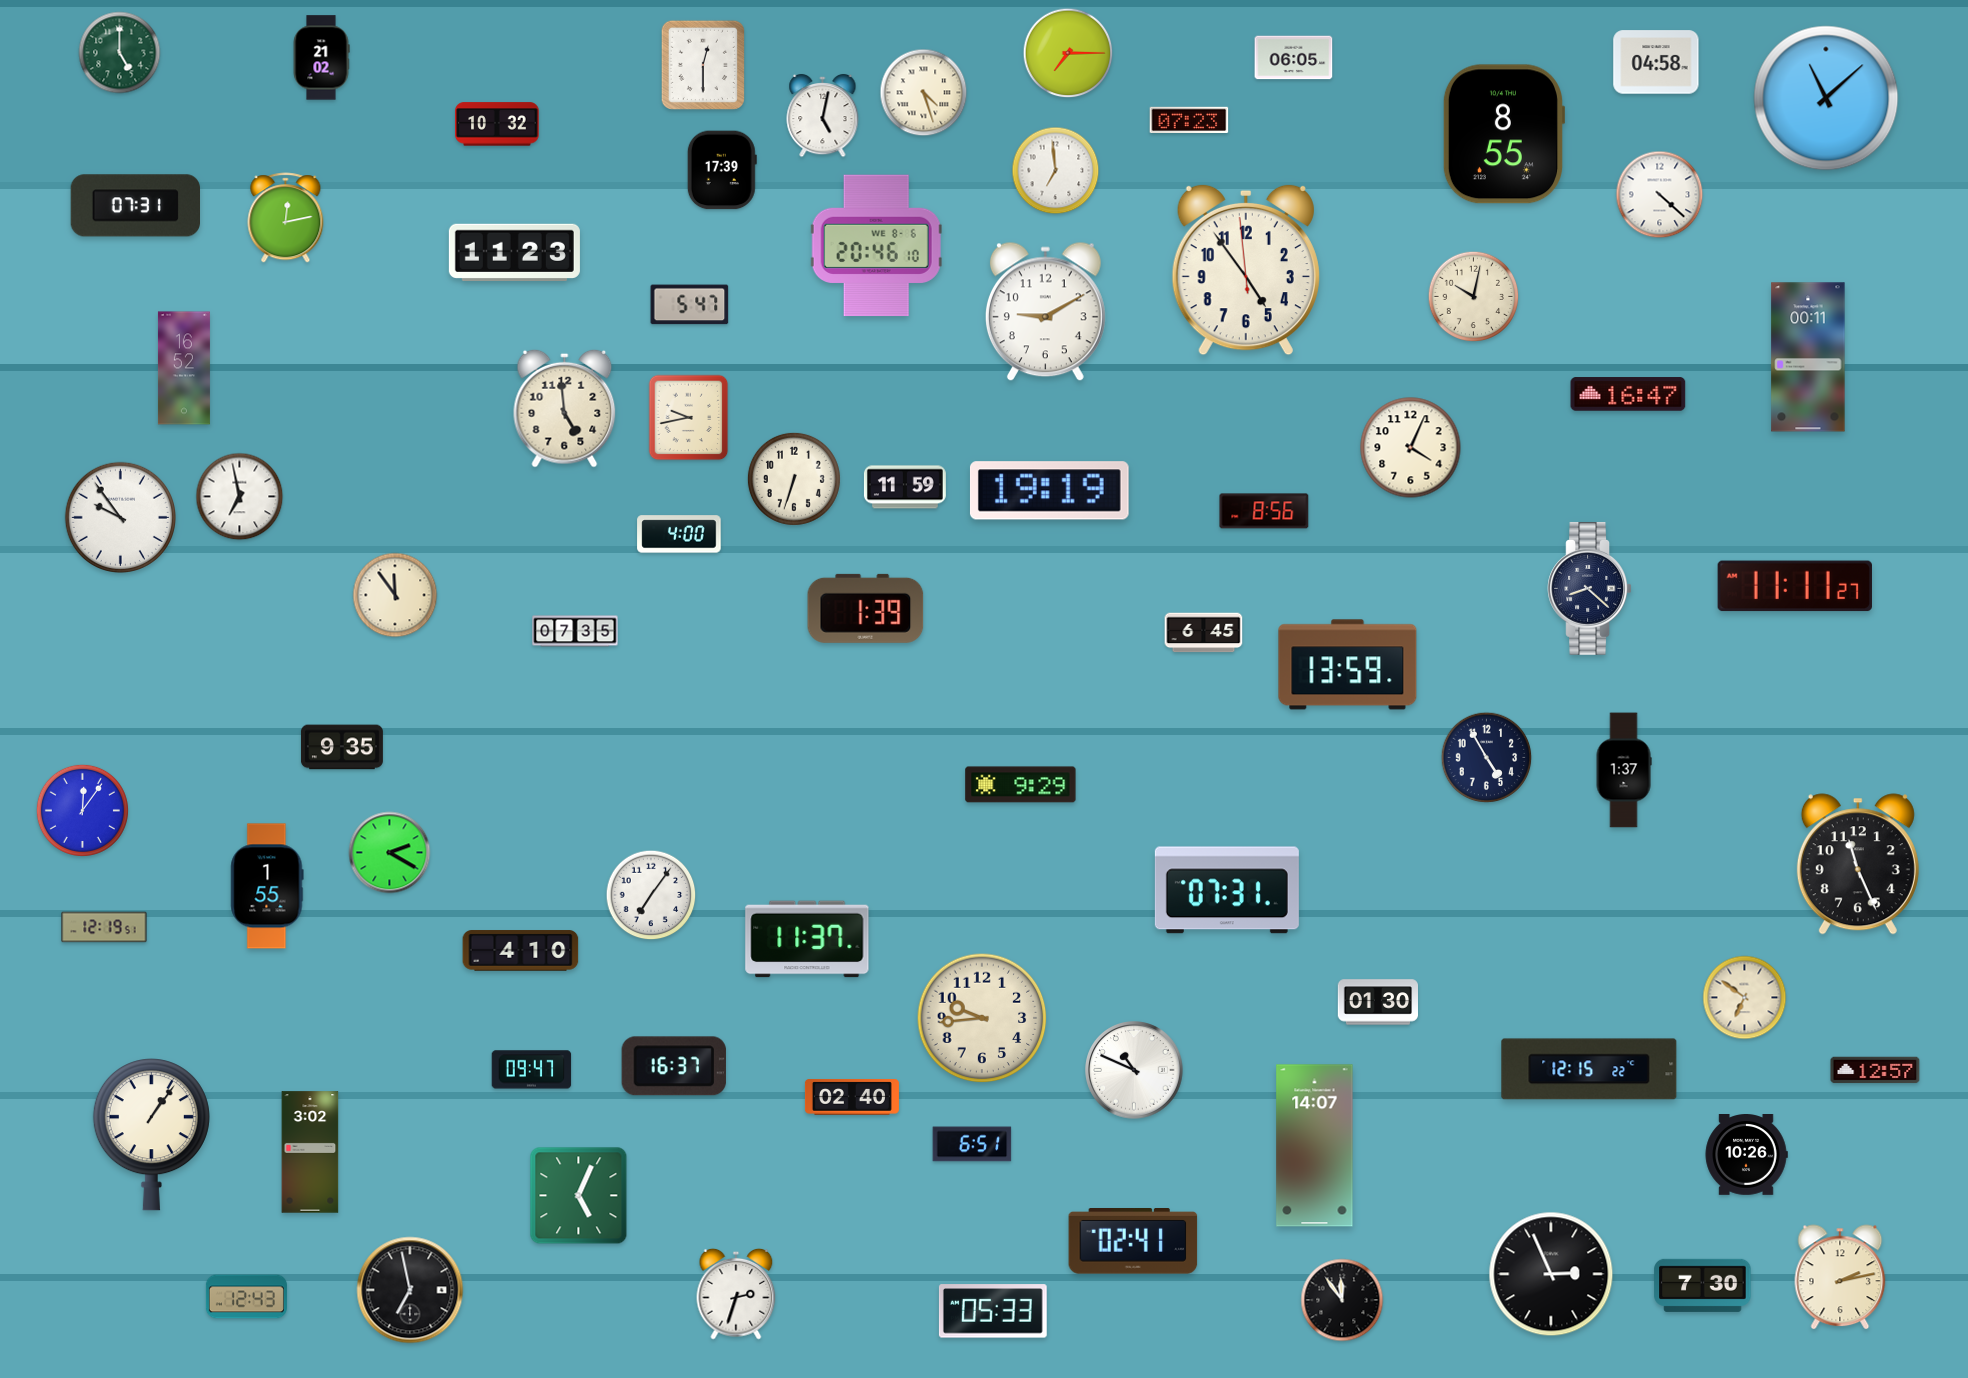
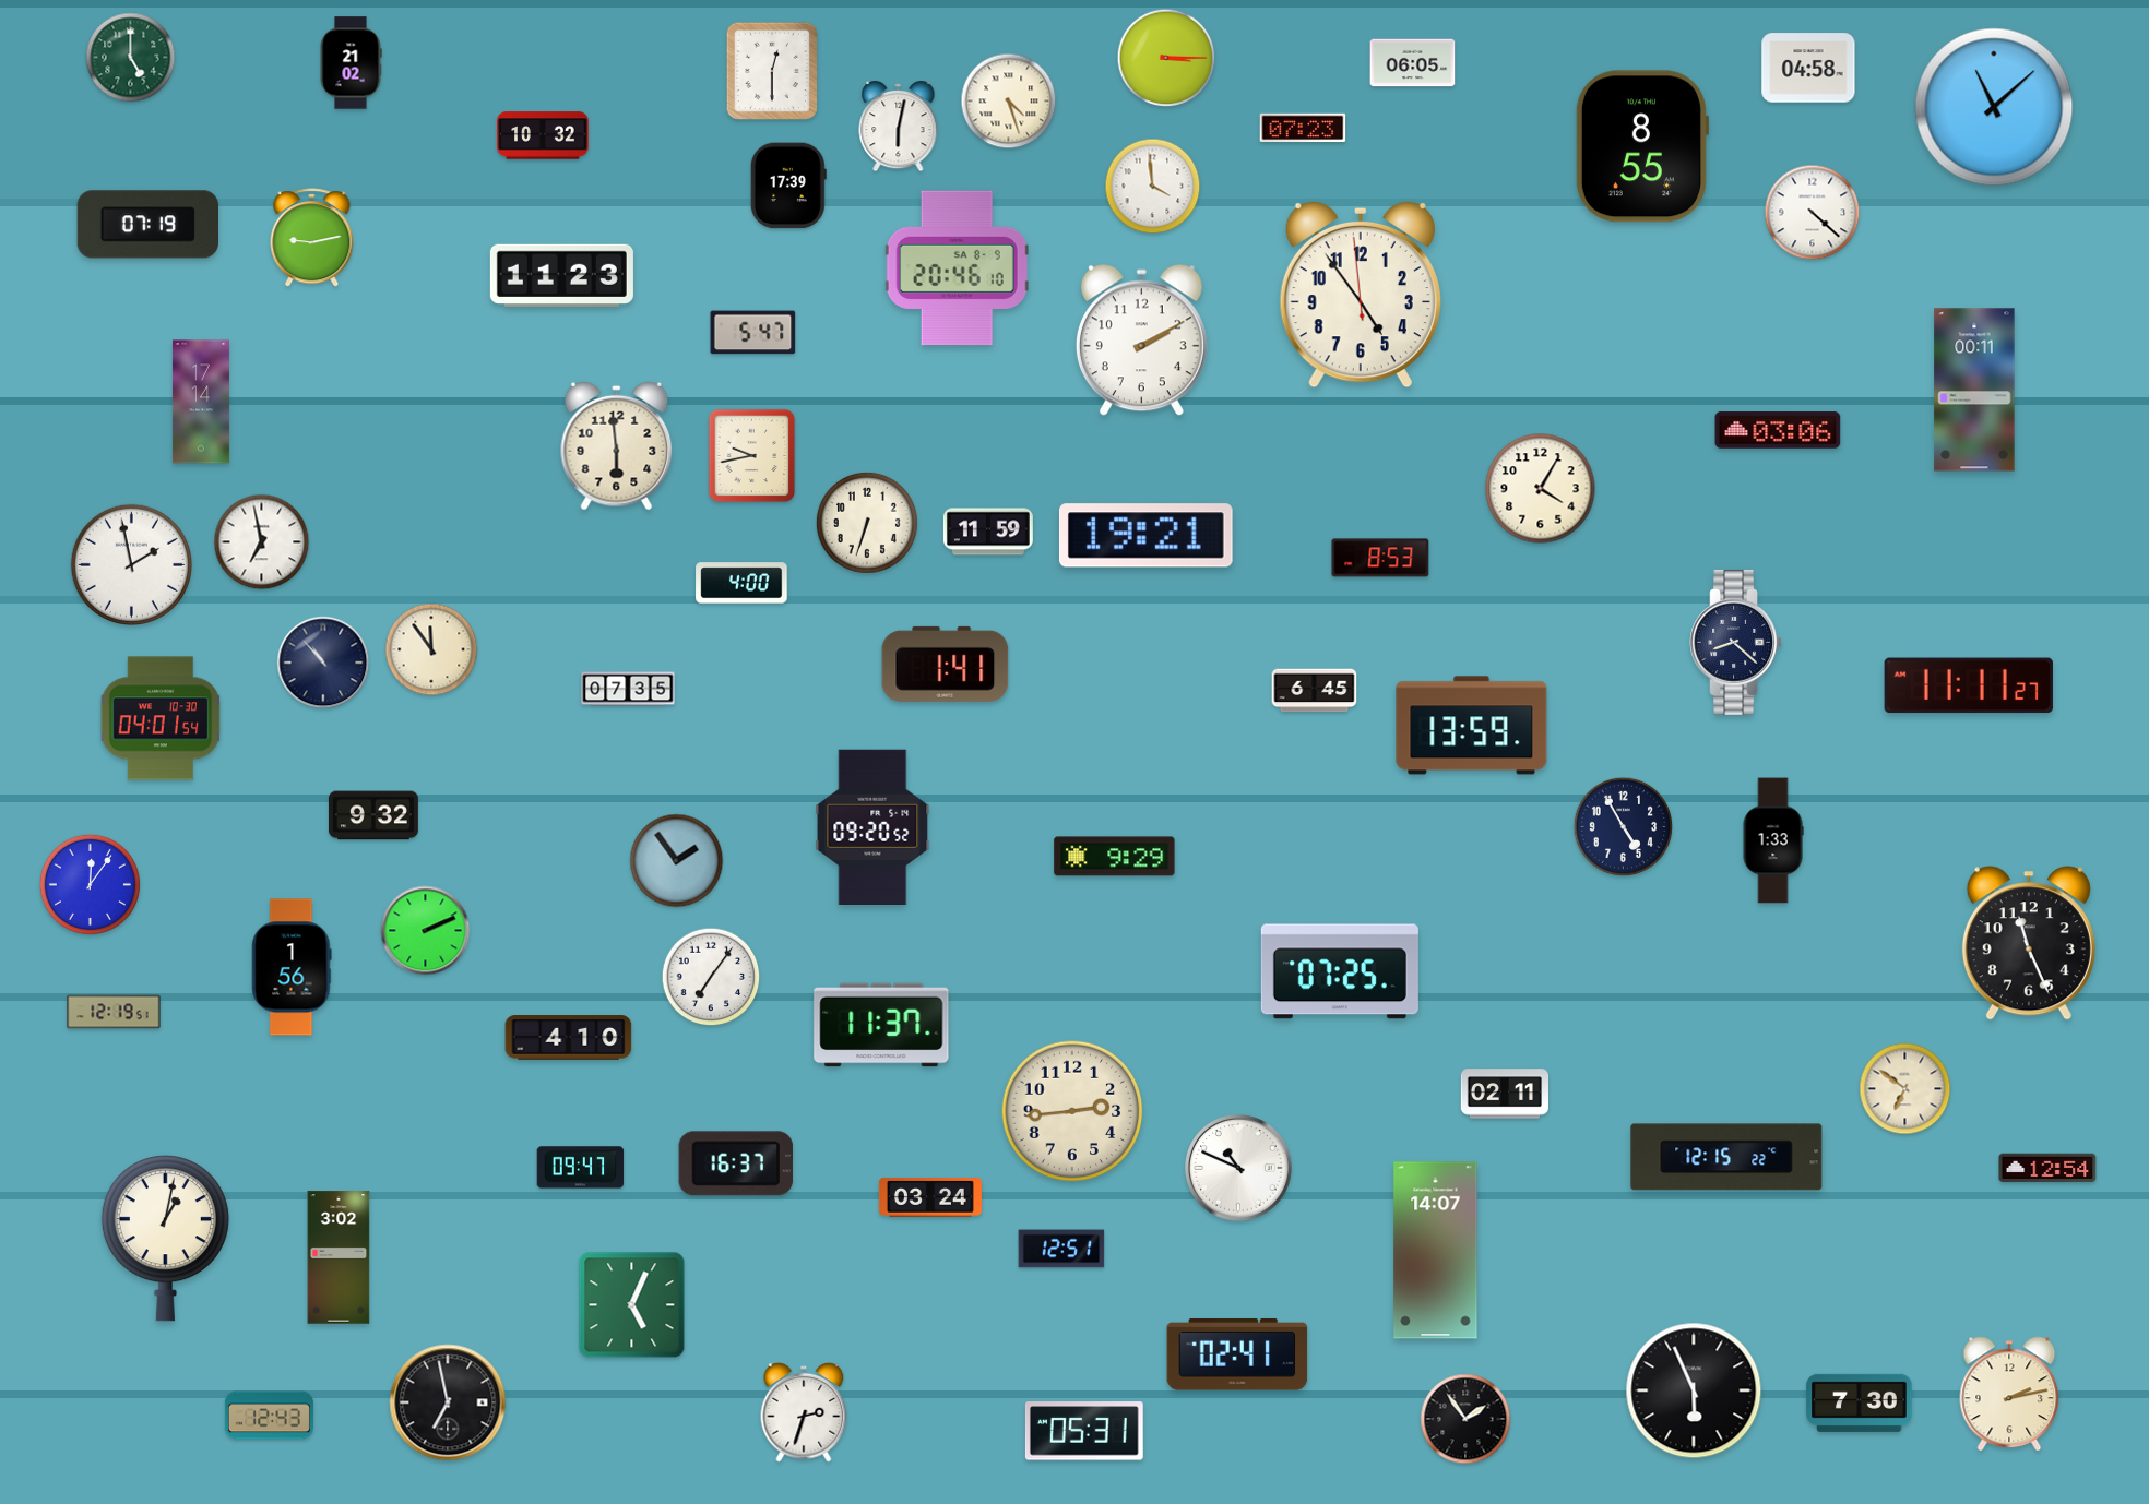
clock at (1068, 53): 7:15 -> 3:15
clock at (702, 64) position: (702, 64) -> (771, 70)
clock at (823, 116): 5:02 -> 6:02
clock at (1189, 120) position: (1189, 120) -> (1303, 128)
clock at (1056, 171): 6:59 -> 3:59
clock at (135, 206): 07:31 -> 07:19
clock at (286, 218): 12:13 -> 9:13
clock at (876, 246) date: WE 8-6 -> SA 8-9
clock at (1474, 297): 10:02 -> none
clock at (1045, 312): 9:10 -> 2:10
clock at (184, 368): 16:52 -> 17:14
clock at (1628, 394): 16:47 -> 03:06
clock at (565, 408): 4:59 -> 5:59
clock at (1411, 448): 4:04 -> 4:05
clock at (1049, 491): 19:19 -> 19:21
clock at (1264, 511): 8:56 -> 8:53
clock at (120, 517): 9:54 -> 1:58
clock at (1795, 586) position: (1795, 586) -> (1969, 685)
clock at (323, 663): none -> 10:53
clock at (866, 608): 1:39 -> 1:41
clock at (161, 718): none -> 04:01
clock at (342, 747): 9:35 -> 9:32
clock at (872, 826): none -> 09:20
clock at (1624, 770): 1:37 -> 1:33
clock at (677, 861): none -> 1:54
clock at (390, 853): 2:20 -> 2:11
clock at (267, 886): 1:55 -> 1:56
clock at (1227, 890): 07:31 -> 07:25
clock at (1378, 1002): 01:30 -> 02:11
clock at (982, 1018): 9:44 -> 2:44
clock at (1589, 1069) position: (1589, 1069) -> (1726, 1157)
clock at (1875, 1070): 12:57 -> 12:54
clock at (852, 1097): 02:40 -> 03:24
clock at (151, 1135): 1:06 -> 1:02
clock at (972, 1144): 6:51 -> 12:51
clock at (1746, 1155): 10:26 -> none
clock at (1551, 1274): 2:56 -> 5:56
clock at (410, 1290) position: (410, 1290) -> (448, 1402)
clock at (1342, 1300): 11:54 -> 1:54
clock at (993, 1311): 05:33 -> 05:31
